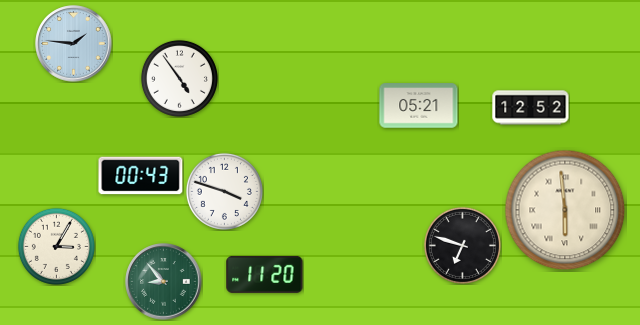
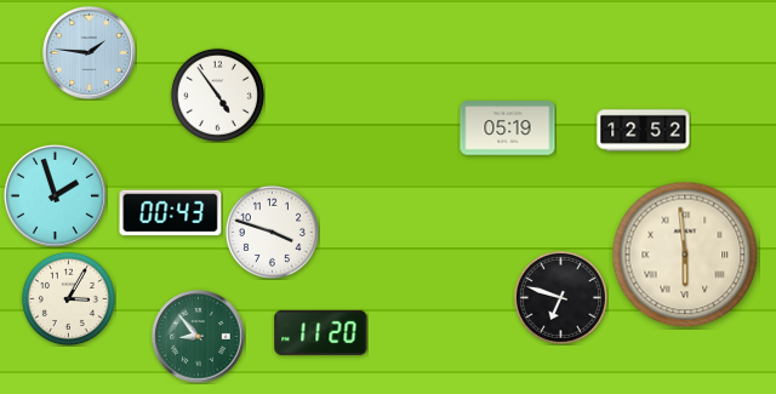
clock at (419, 106): 05:21 -> 05:19
clock at (55, 195): none -> 1:57
clock at (164, 282) position: (164, 282) -> (199, 337)
